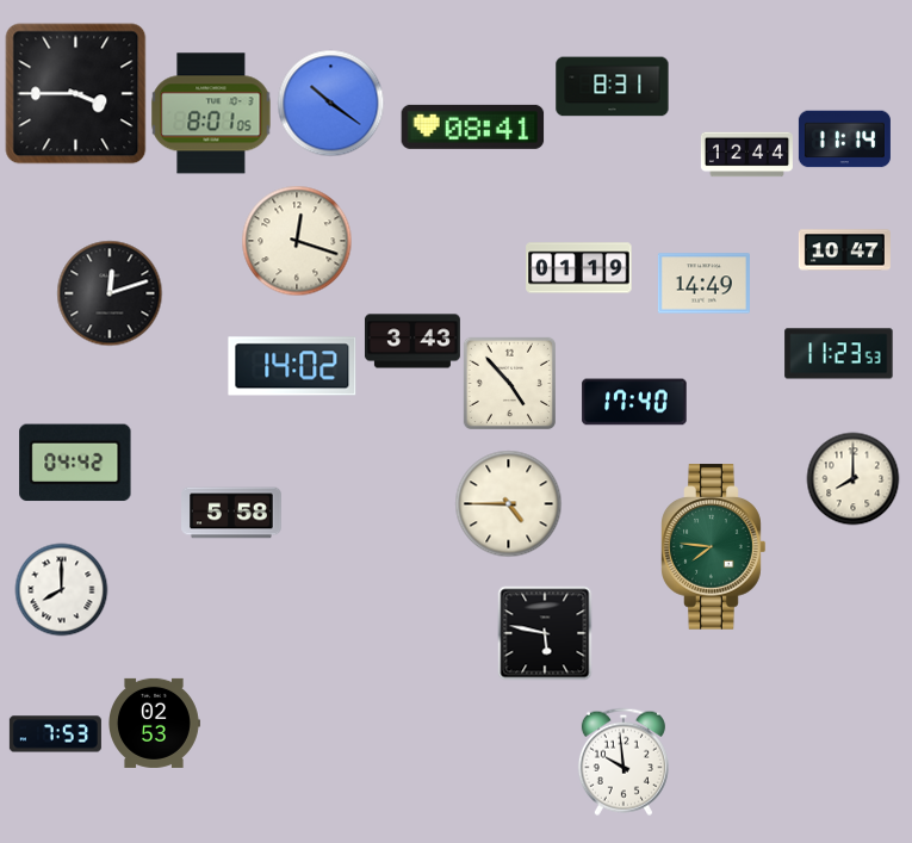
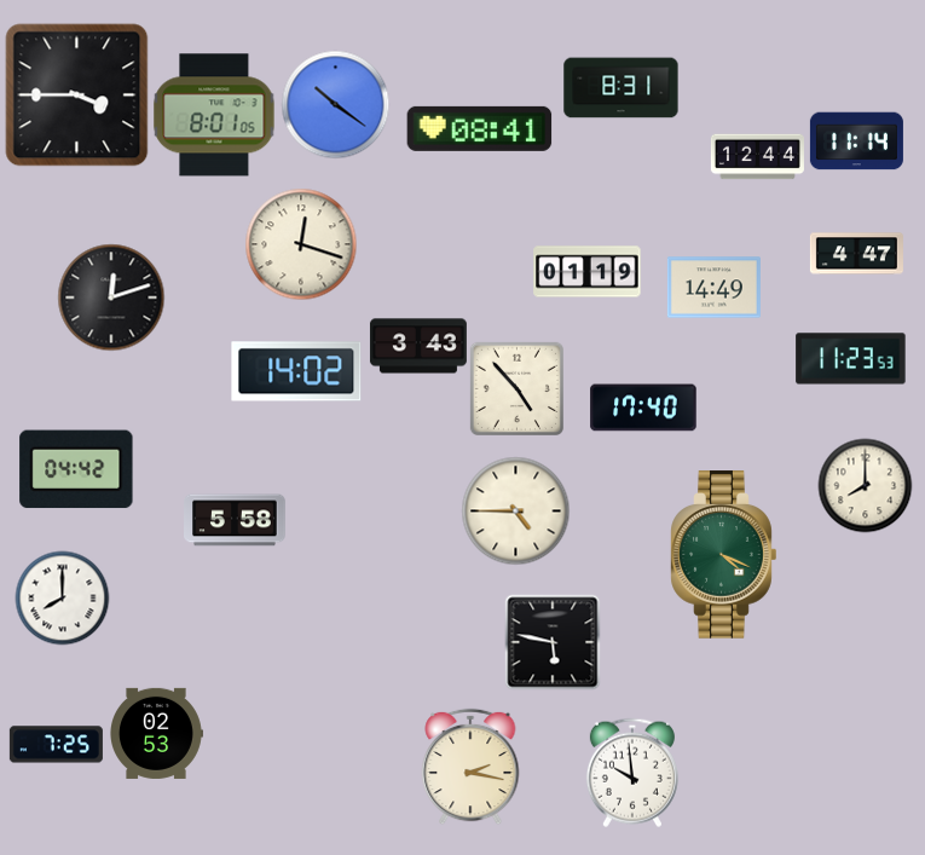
clock at (844, 250): 10:47 -> 4:47
clock at (714, 547): 7:46 -> 4:19
clock at (55, 734): 7:53 -> 7:25
clock at (470, 767): none -> 2:17
